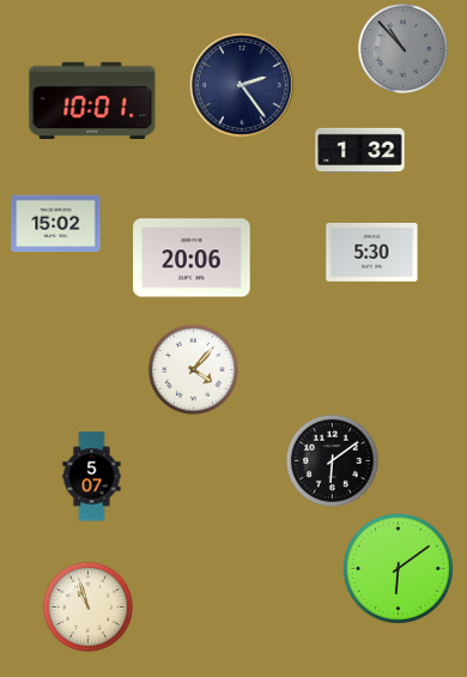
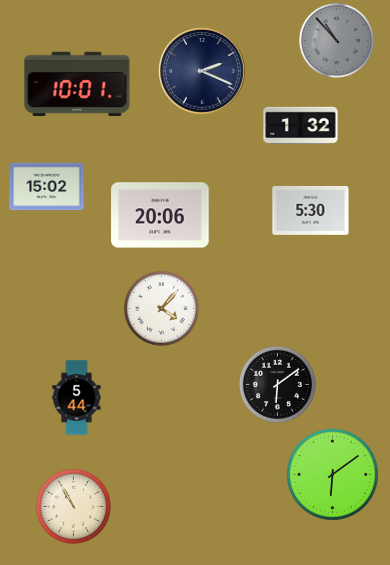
clock at (243, 86): 2:24 -> 2:19
clock at (92, 477): 5:07 -> 5:44
clock at (87, 606): 10:57 -> 10:55
